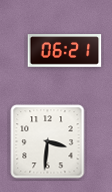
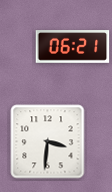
clock at (65, 51) position: (65, 51) -> (73, 47)
